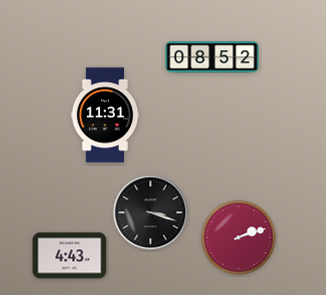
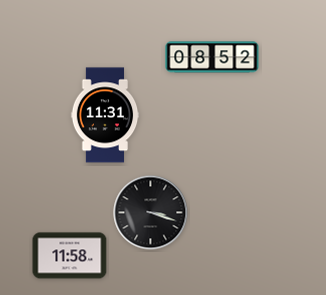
clock at (239, 238): 2:12 -> none
clock at (70, 256): 4:43 -> 11:58
